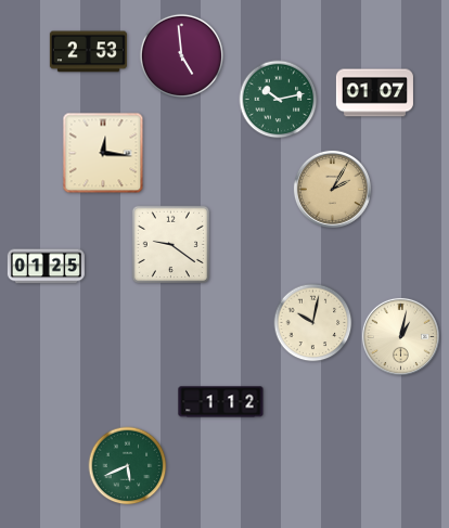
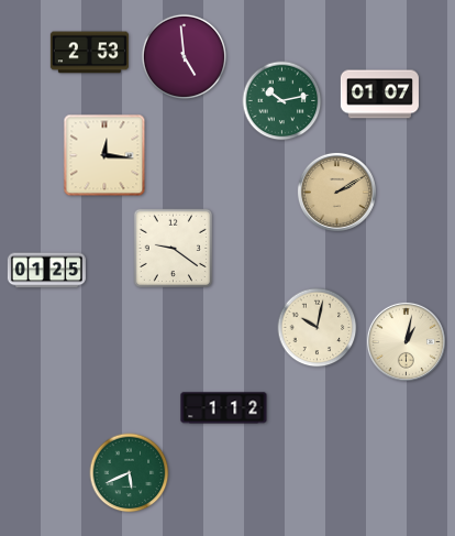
clock at (332, 189): 2:05 -> 2:10
